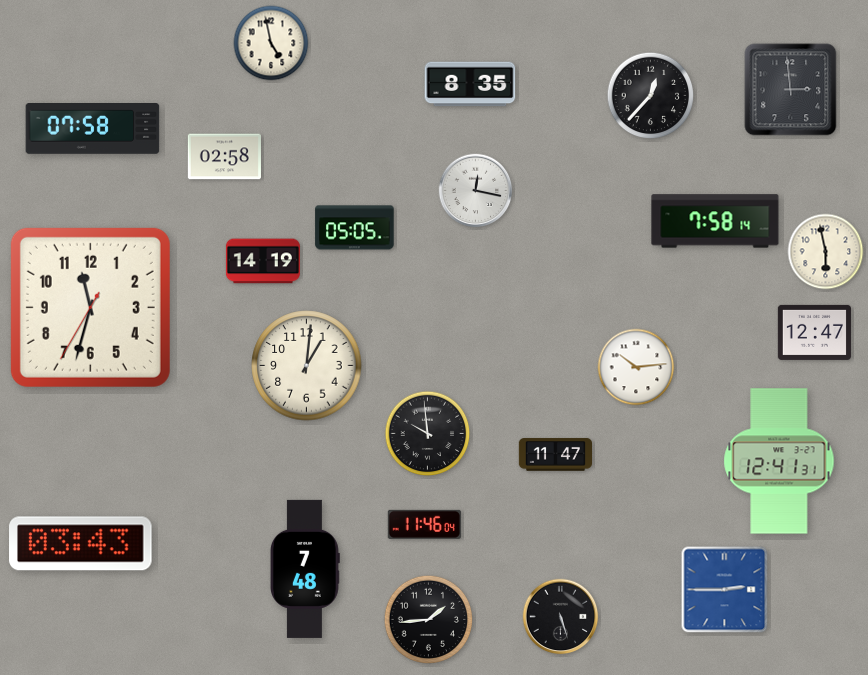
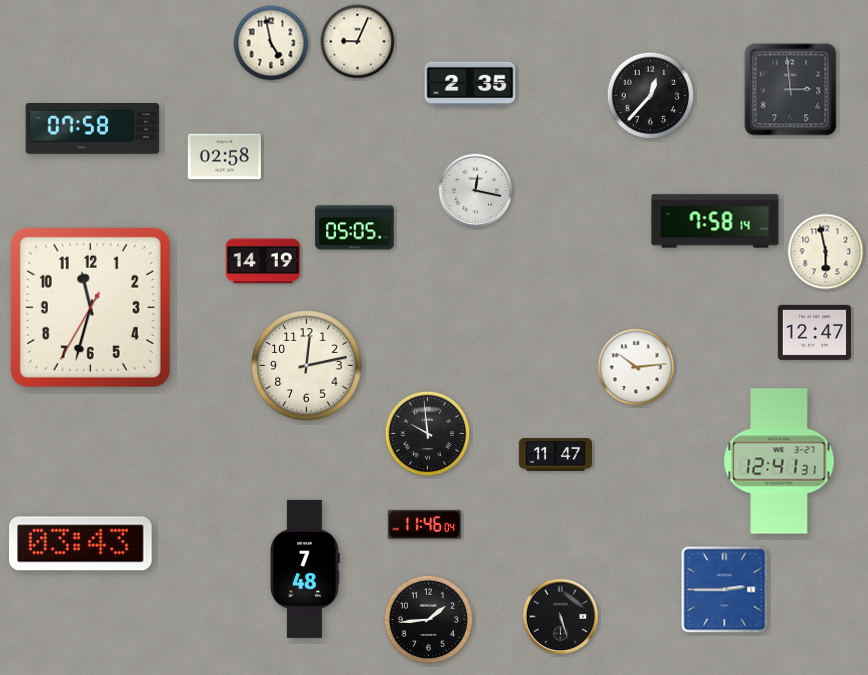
clock at (358, 42): none -> 9:04
clock at (470, 84): 8:35 -> 2:35
clock at (307, 366): 1:01 -> 12:13
